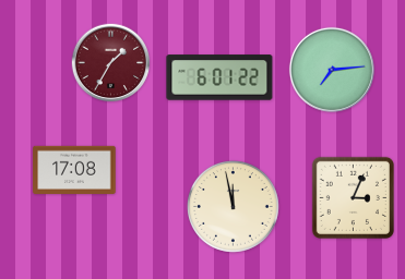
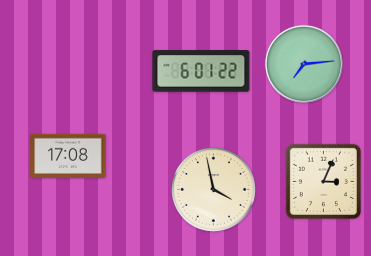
clock at (111, 63): 1:35 -> none
clock at (233, 206): 11:58 -> 3:58
